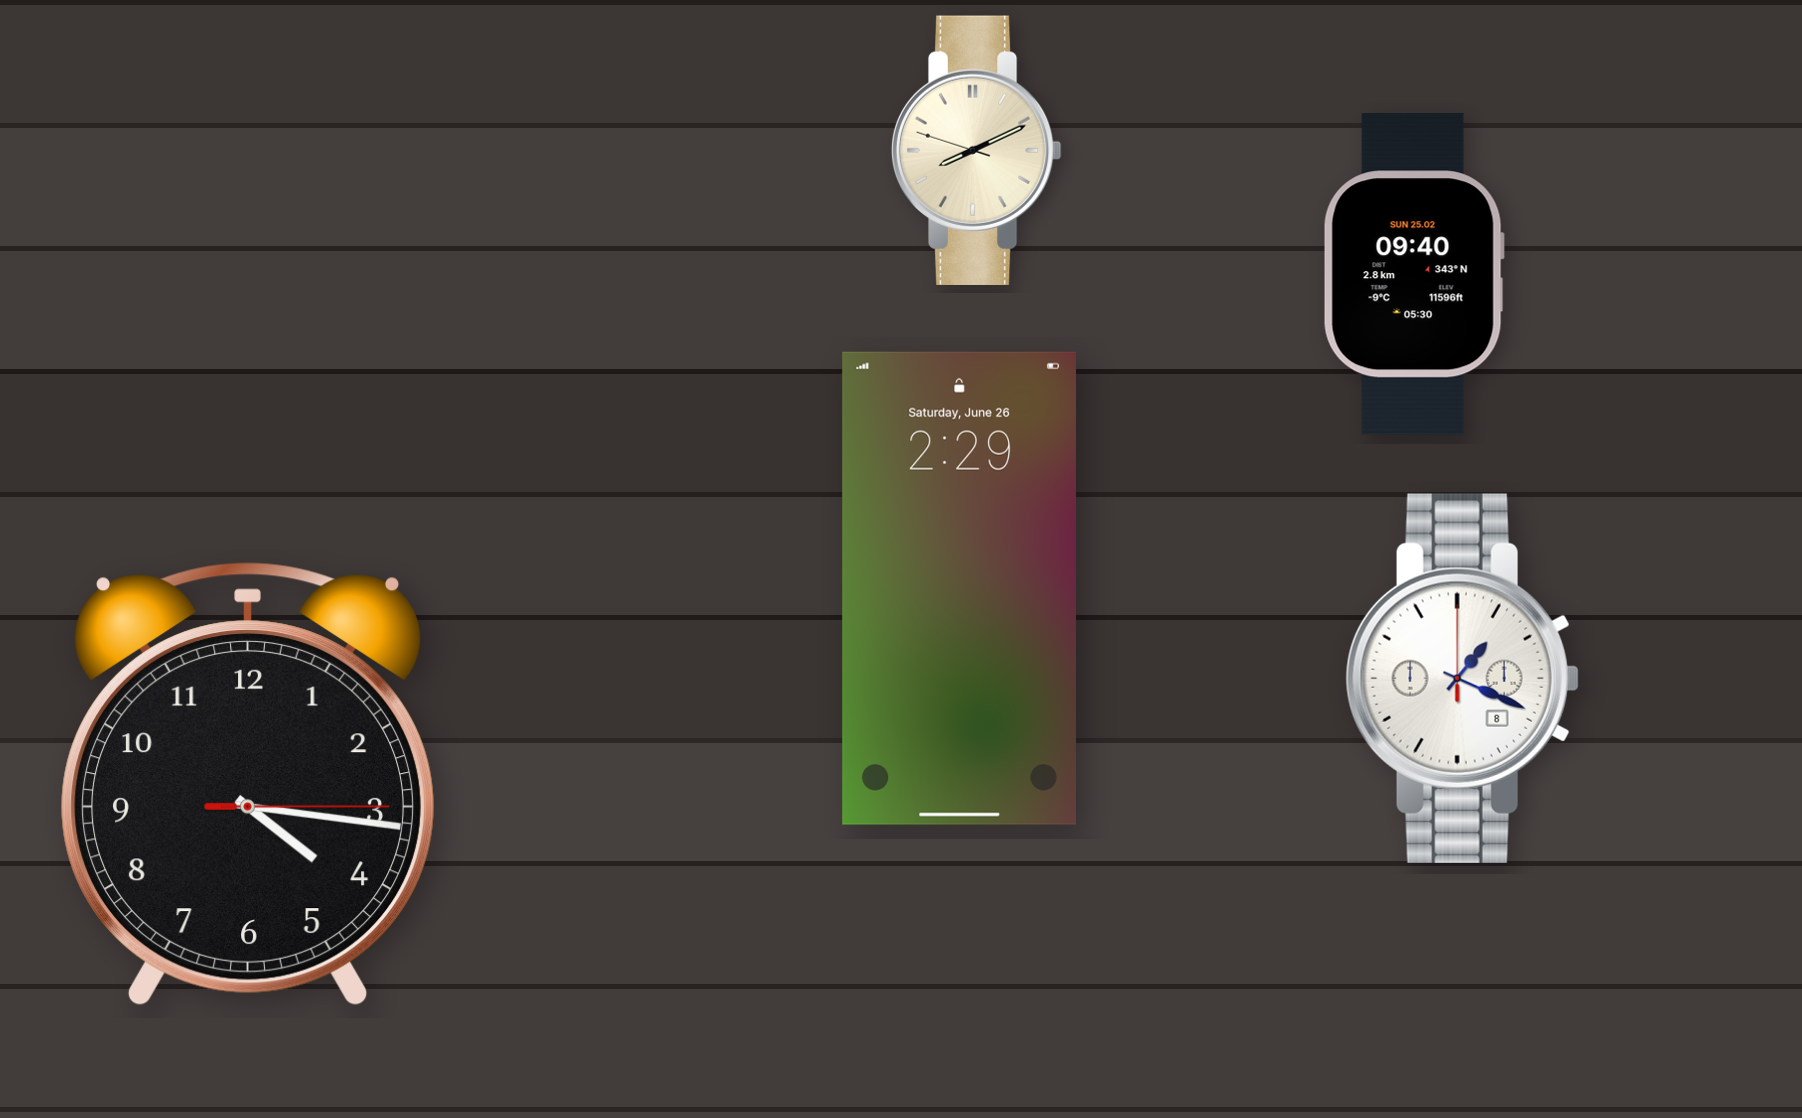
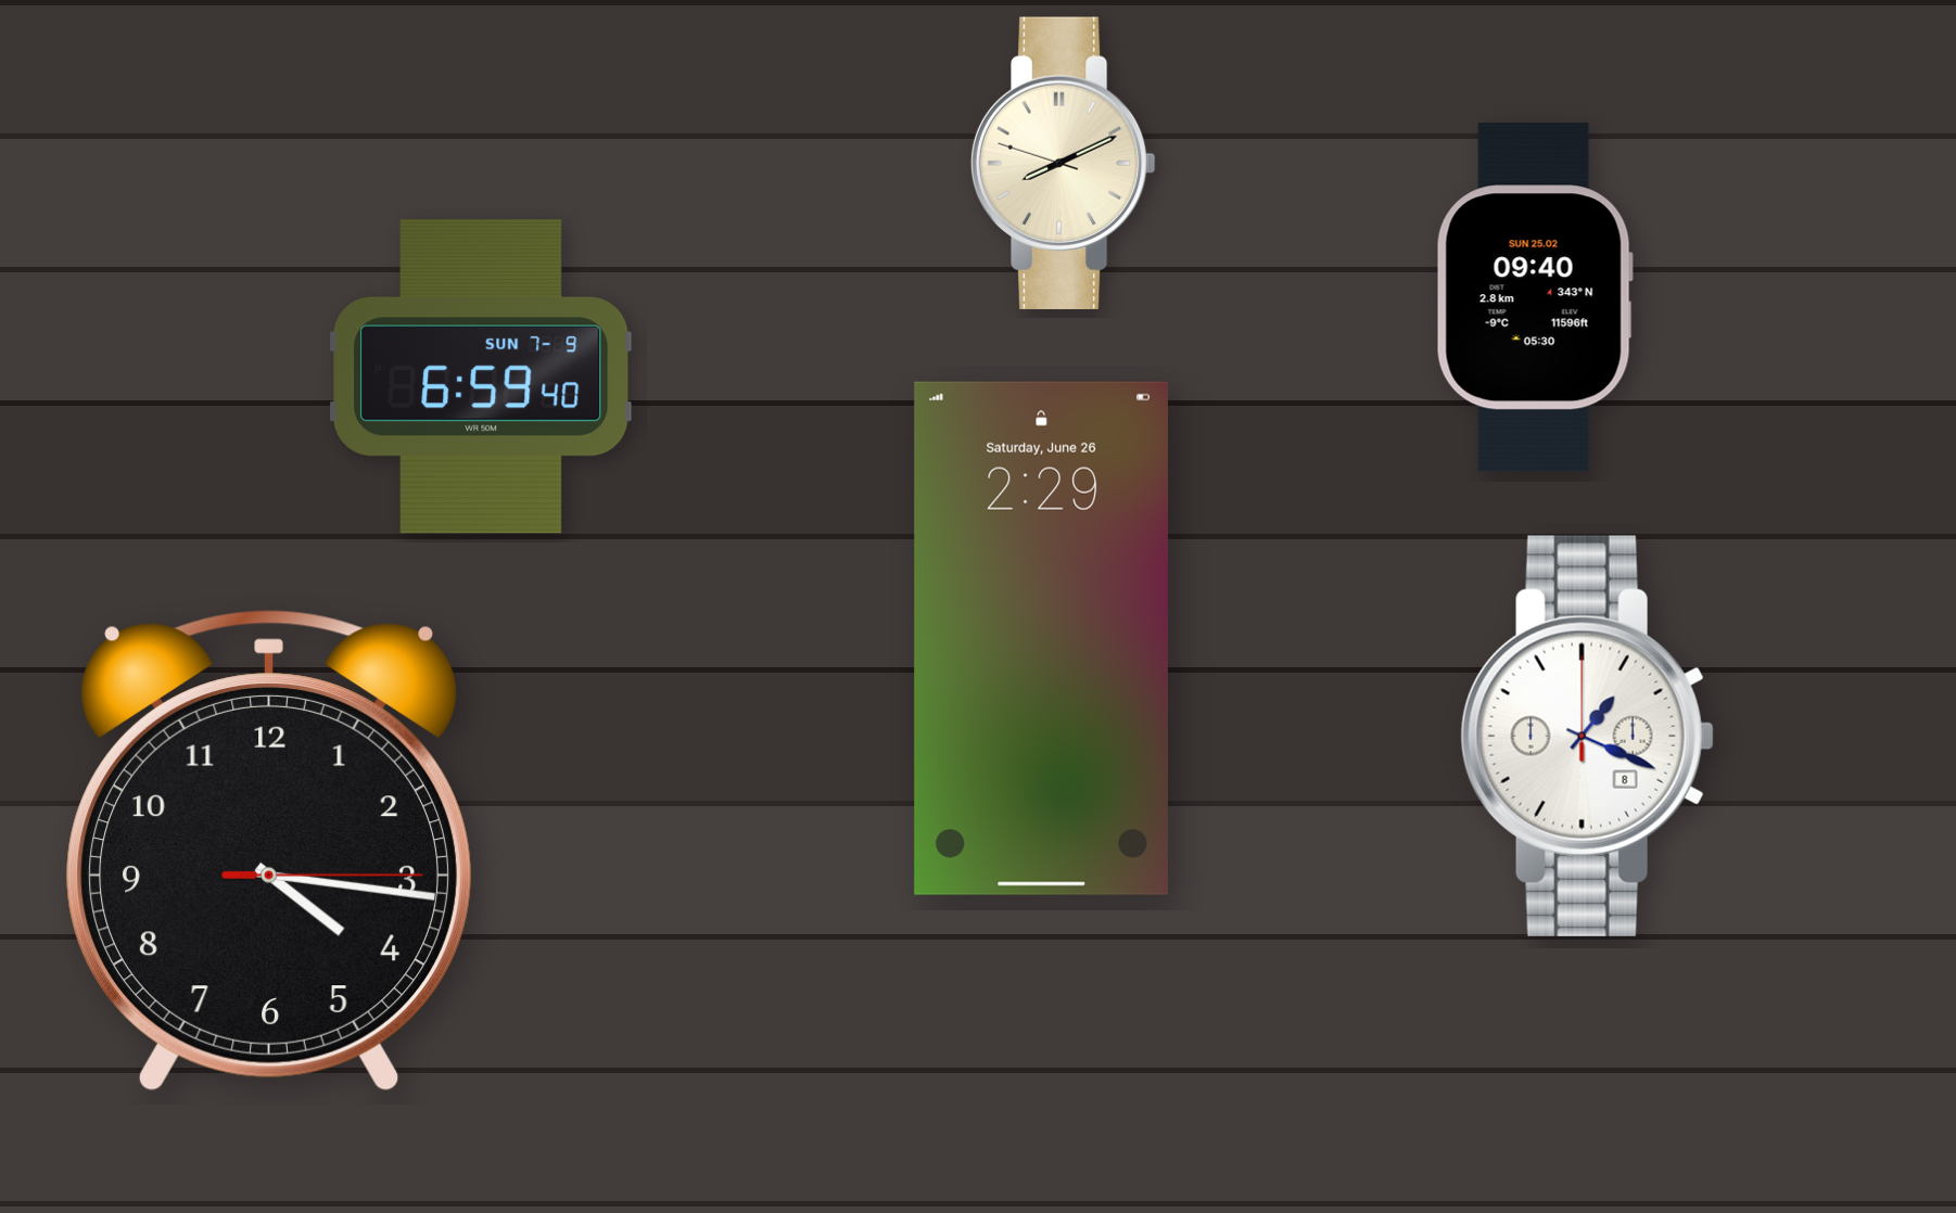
clock at (976, 150) position: (976, 150) -> (1063, 163)
clock at (481, 376): none -> 6:59
